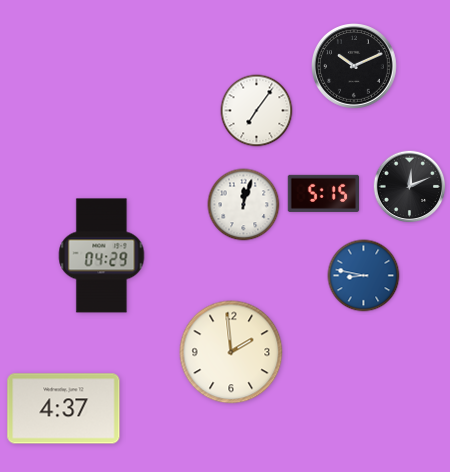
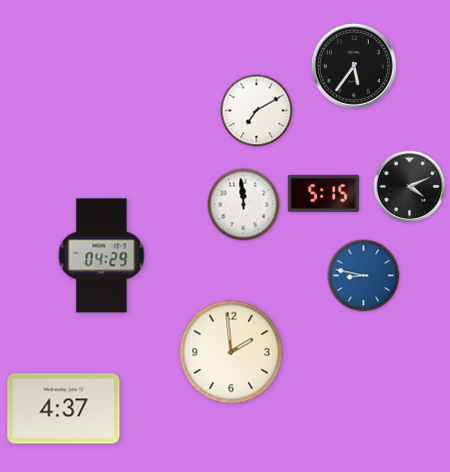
clock at (354, 66): 10:11 -> 5:36
clock at (257, 111): 7:06 -> 7:10
clock at (410, 187): 12:11 -> 4:11
clock at (244, 205): 12:03 -> 11:59
